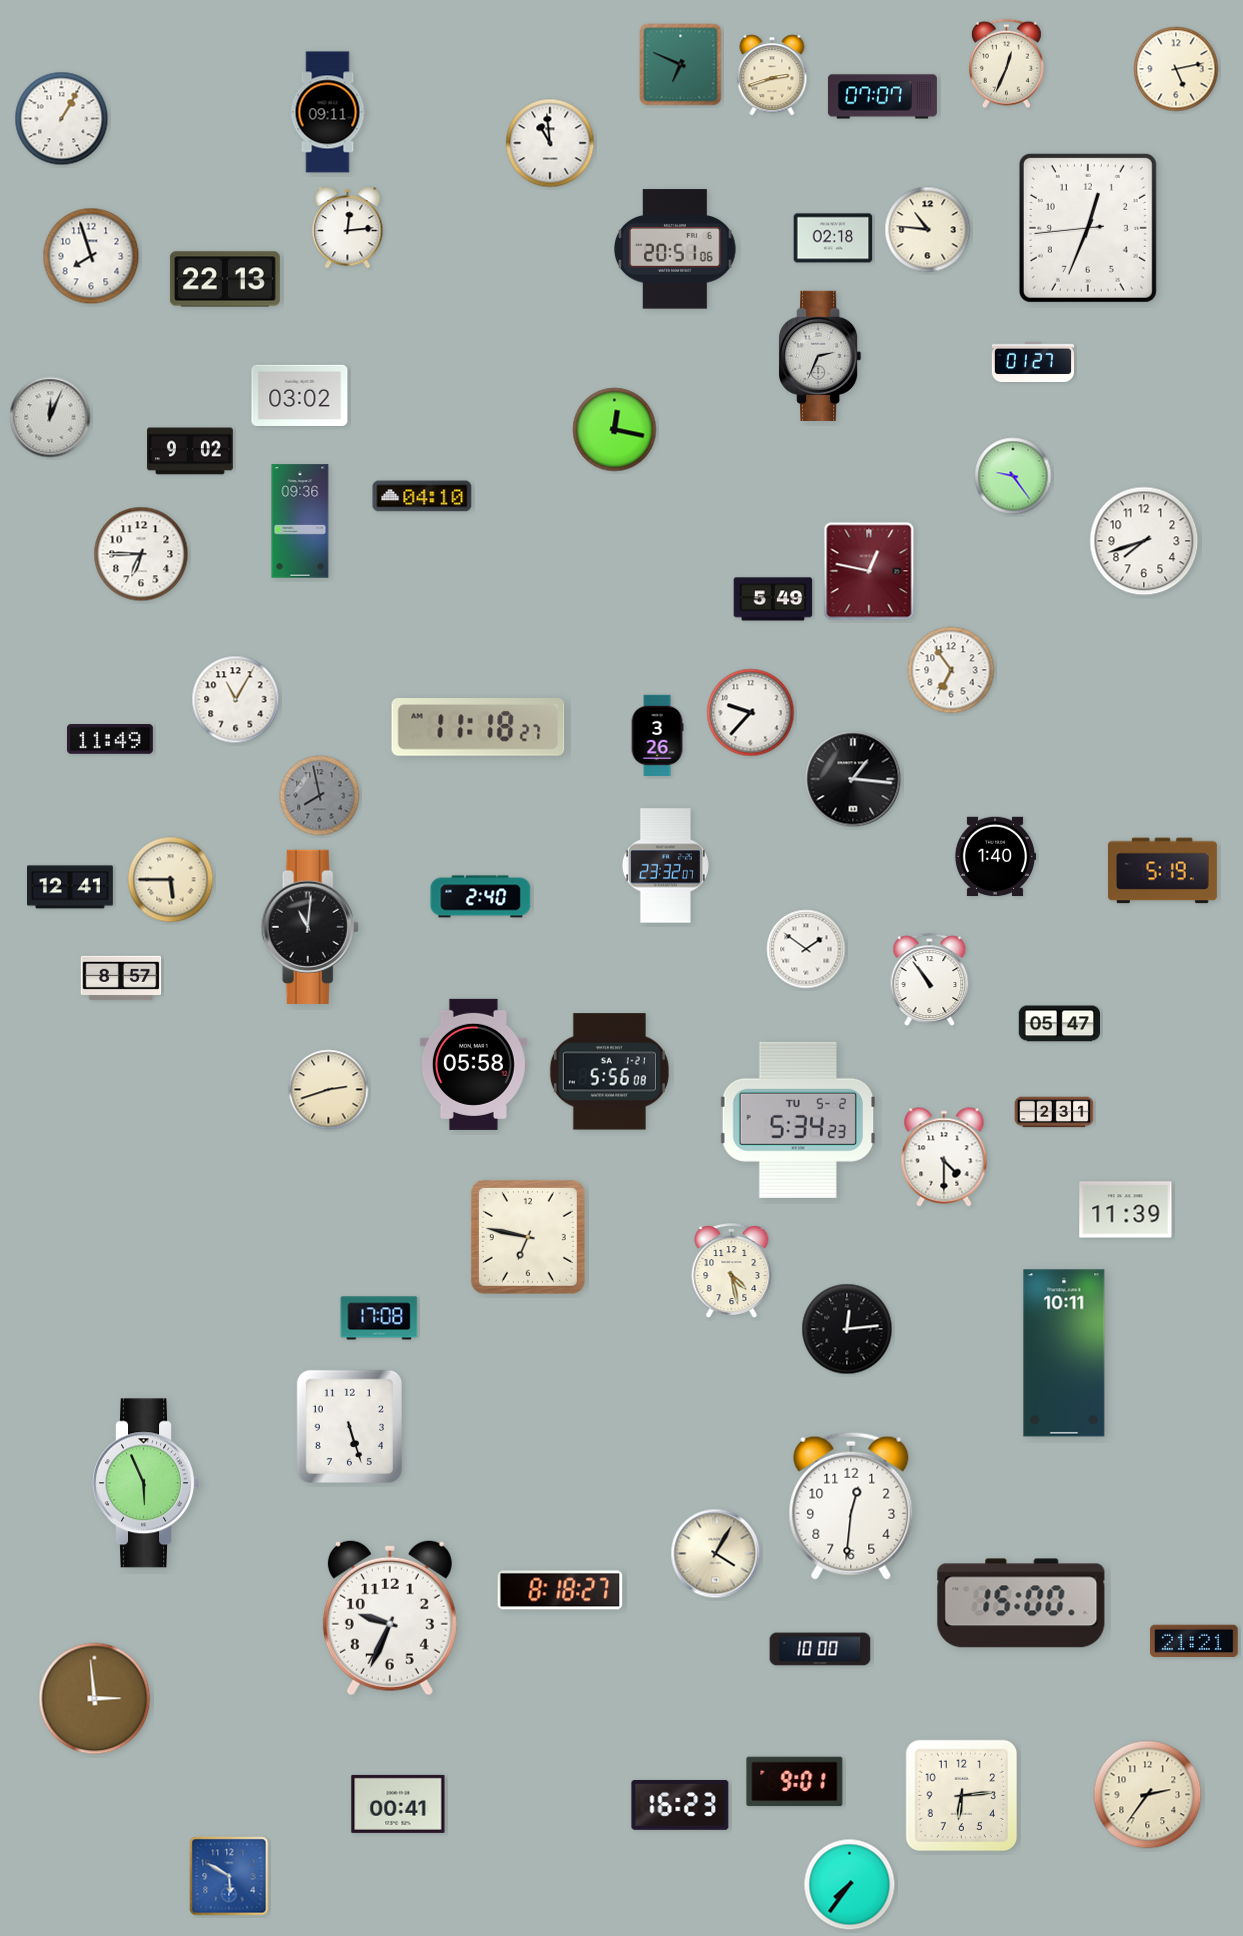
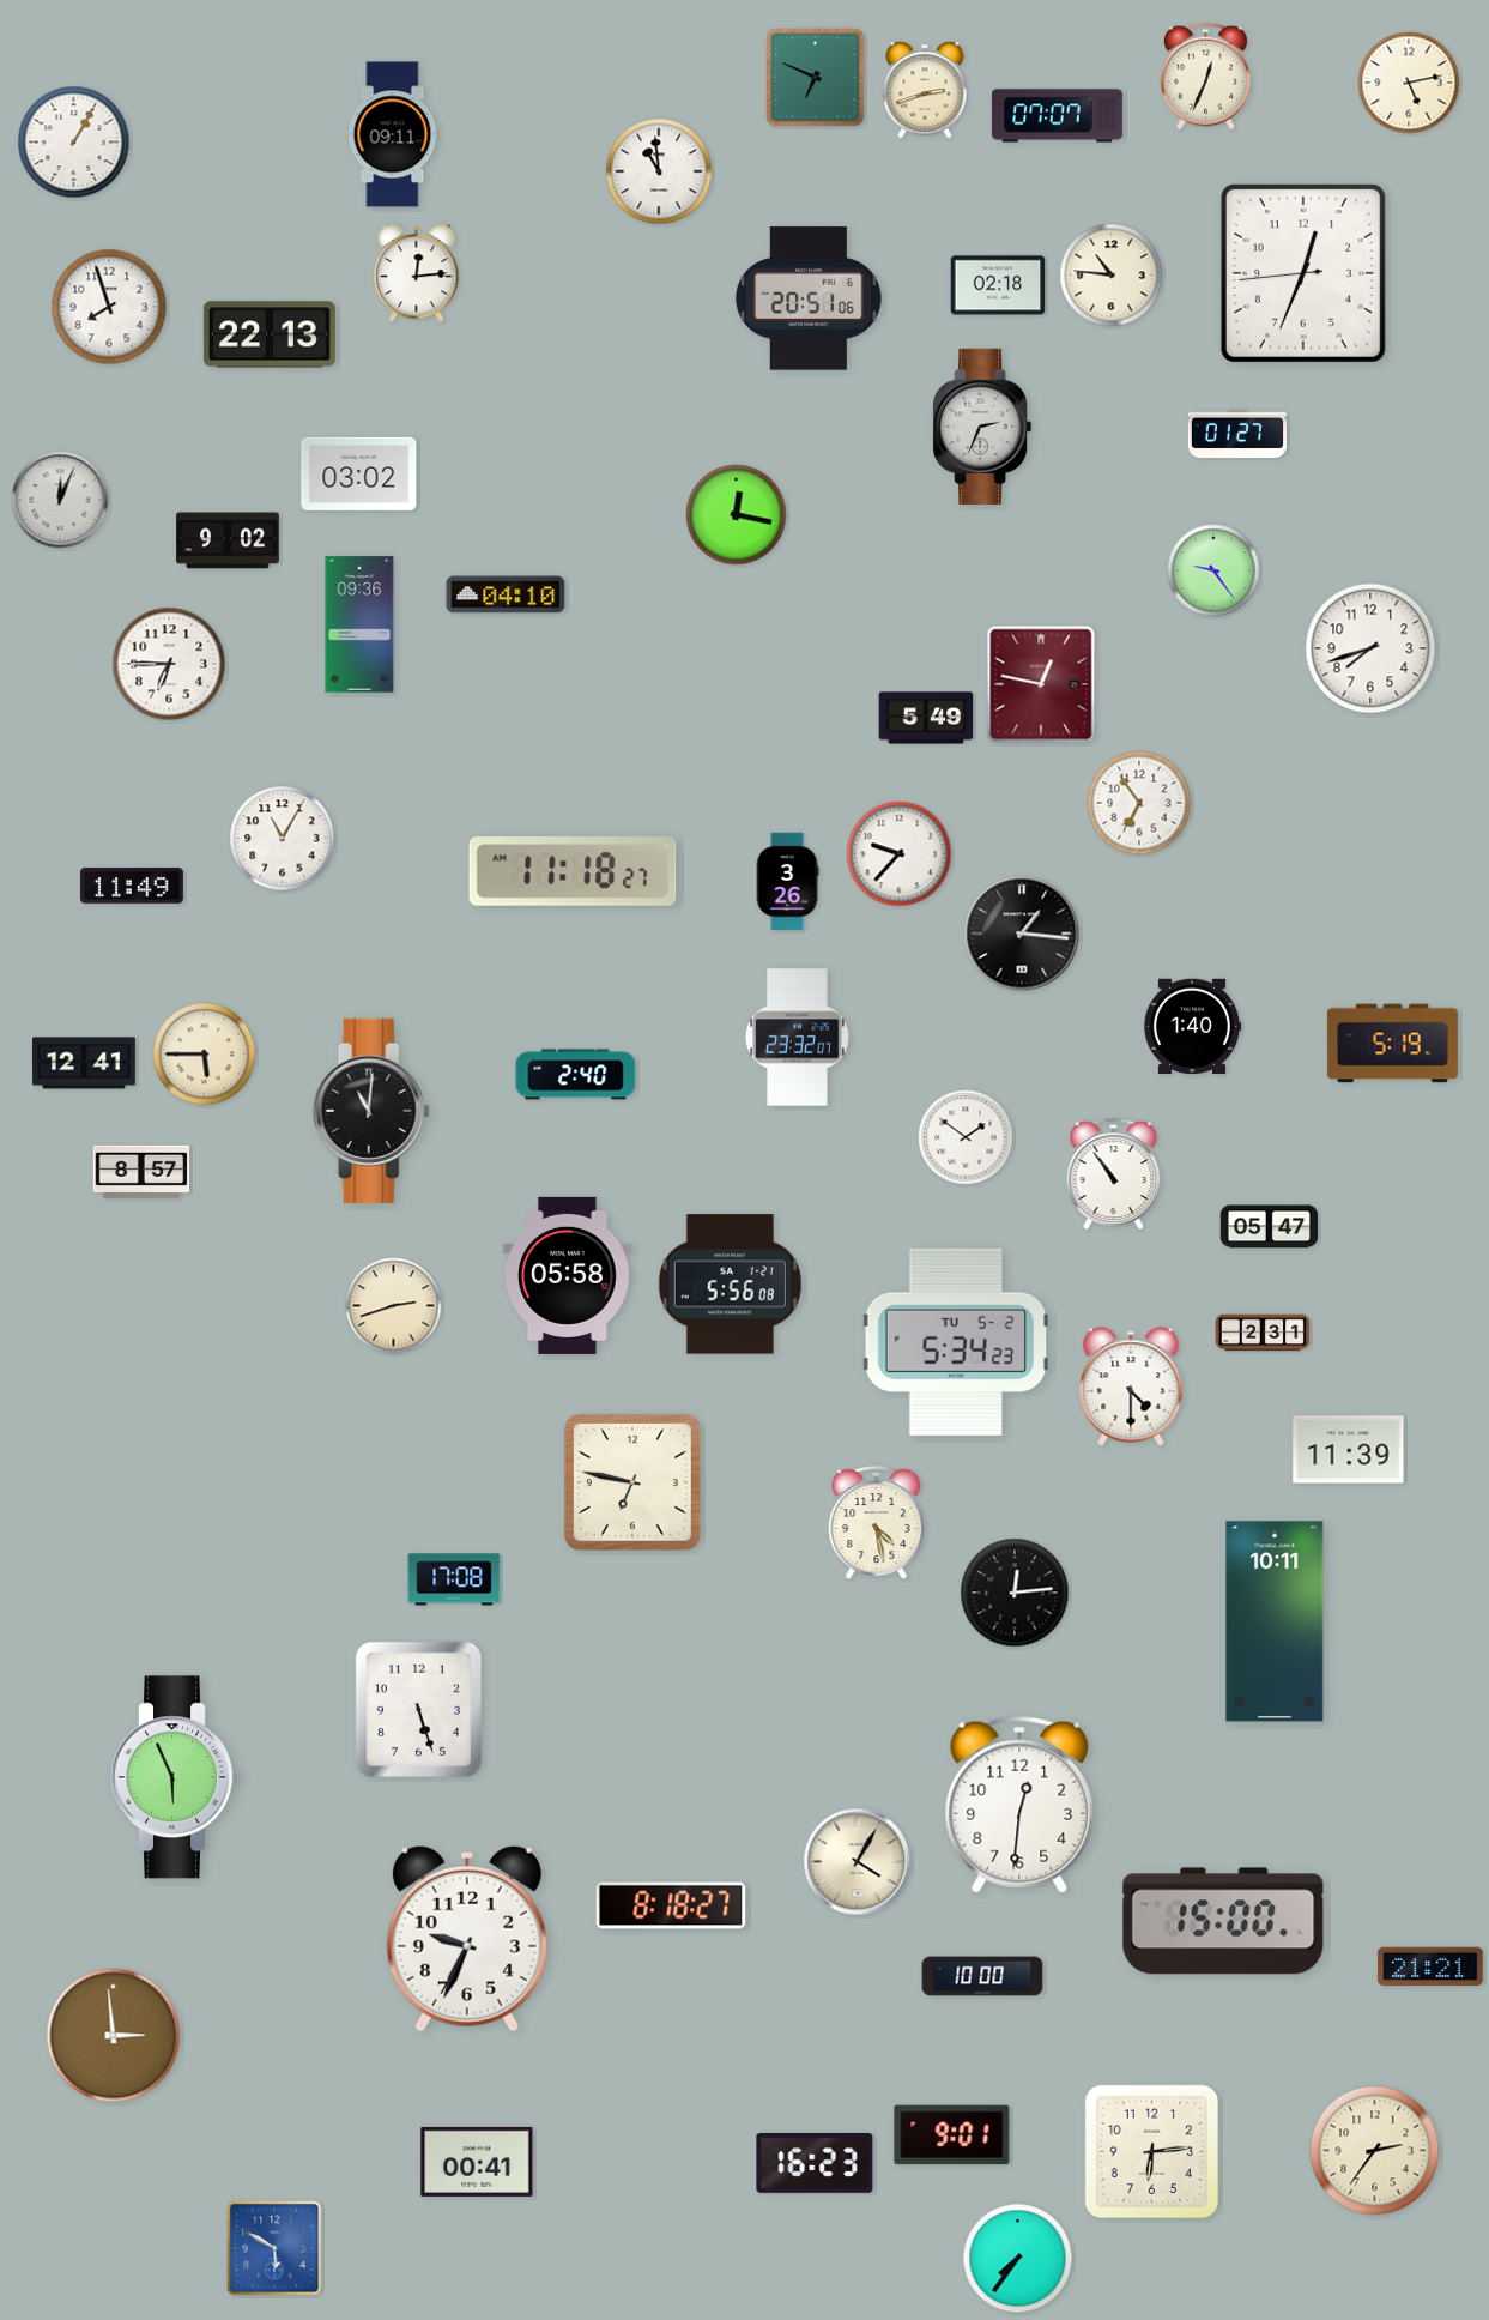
clock at (320, 796): 7:58 -> none
clock at (121, 978) position: (121, 978) -> (141, 1172)
